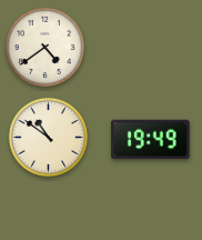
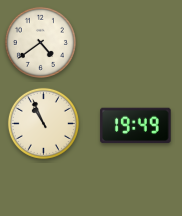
clock at (48, 137): 10:51 -> 10:56
